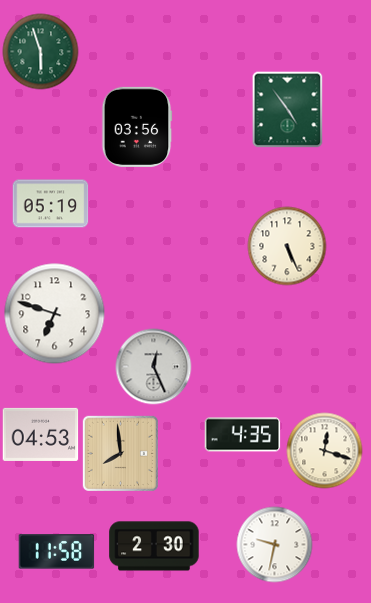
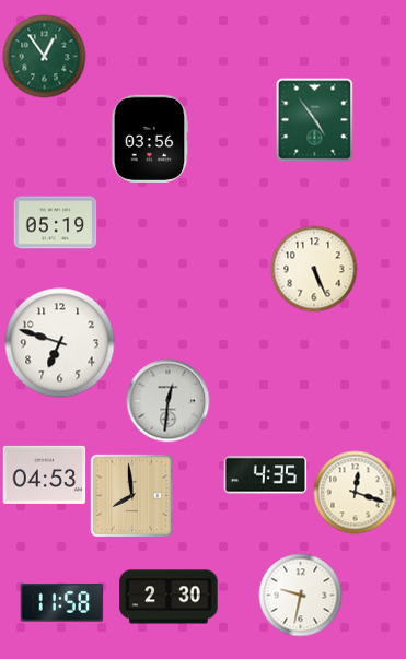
clock at (41, 52): 5:57 -> 12:54
clock at (154, 367): 12:26 -> 12:31
